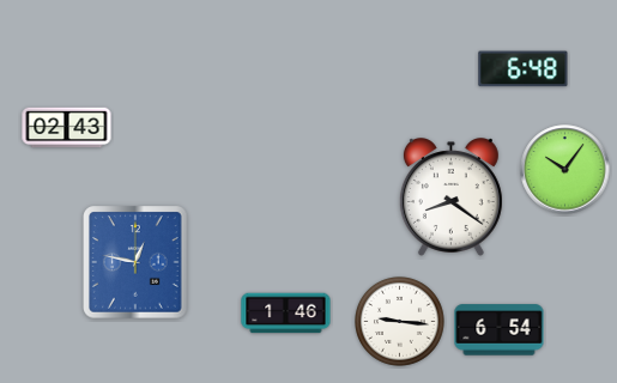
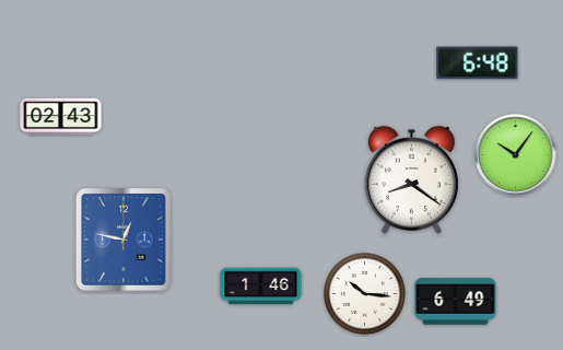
clock at (400, 322): 9:16 -> 10:16
clock at (500, 330): 6:54 -> 6:49
